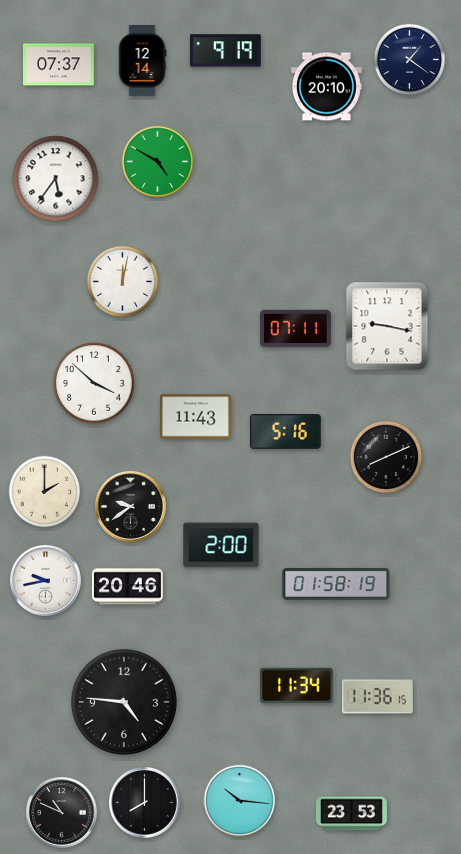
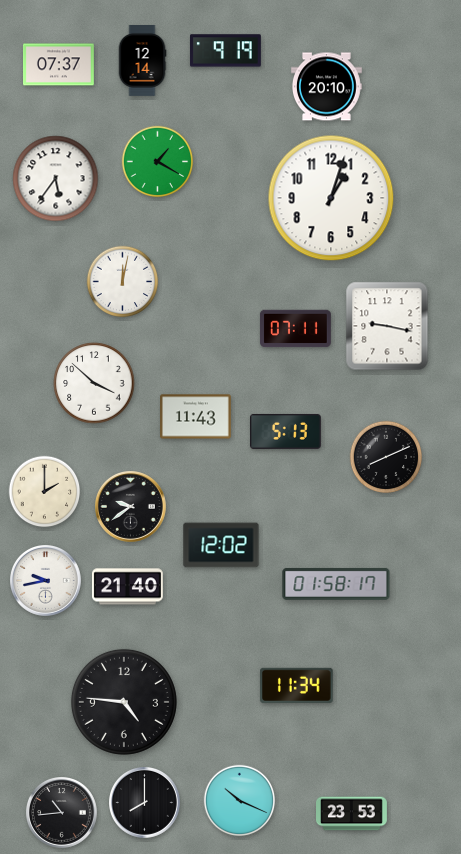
clock at (410, 60): 1:21 -> none
clock at (158, 162): 4:50 -> 1:20
clock at (331, 198): none -> 1:03
clock at (286, 431): 5:16 -> 5:13
clock at (221, 545): 2:00 -> 12:02
clock at (336, 584): 01:58:19 -> 01:58:17
clock at (127, 587): 20:46 -> 21:40
clock at (377, 697): 11:36 -> none
clock at (240, 801): 10:16 -> 10:19
clock at (62, 813): 10:49 -> 10:44
